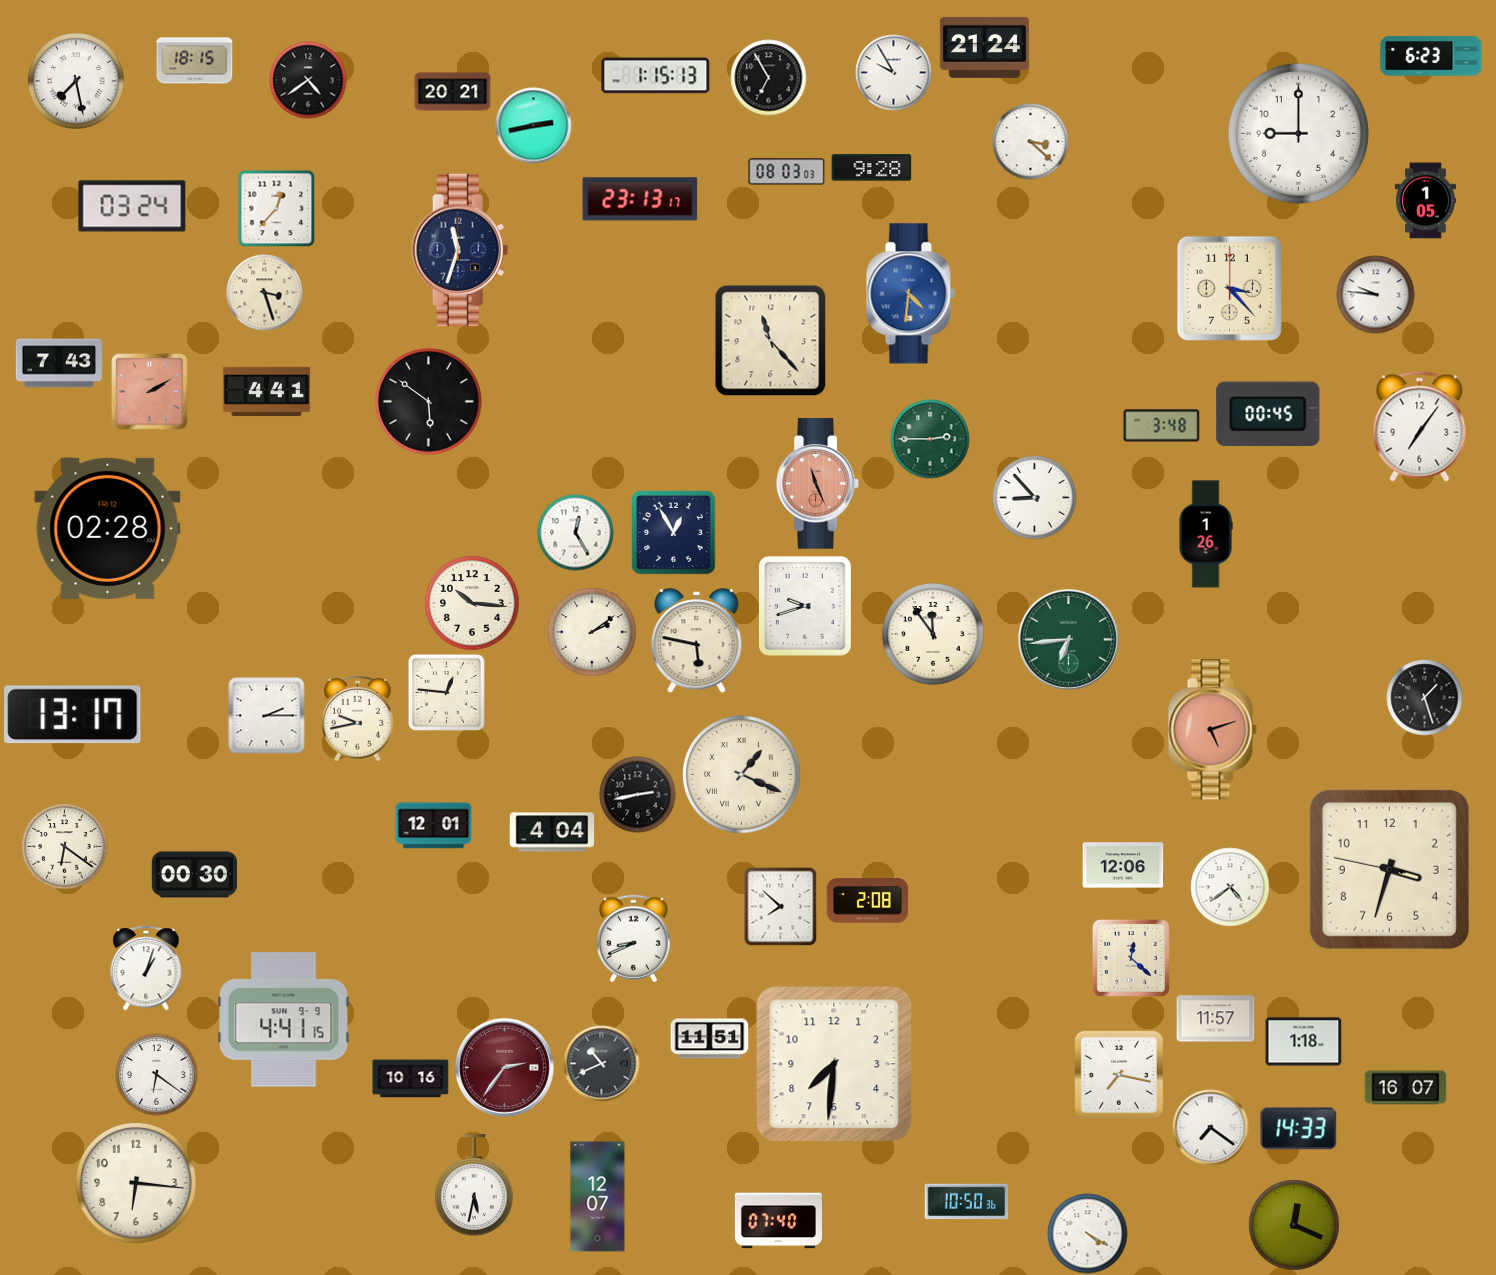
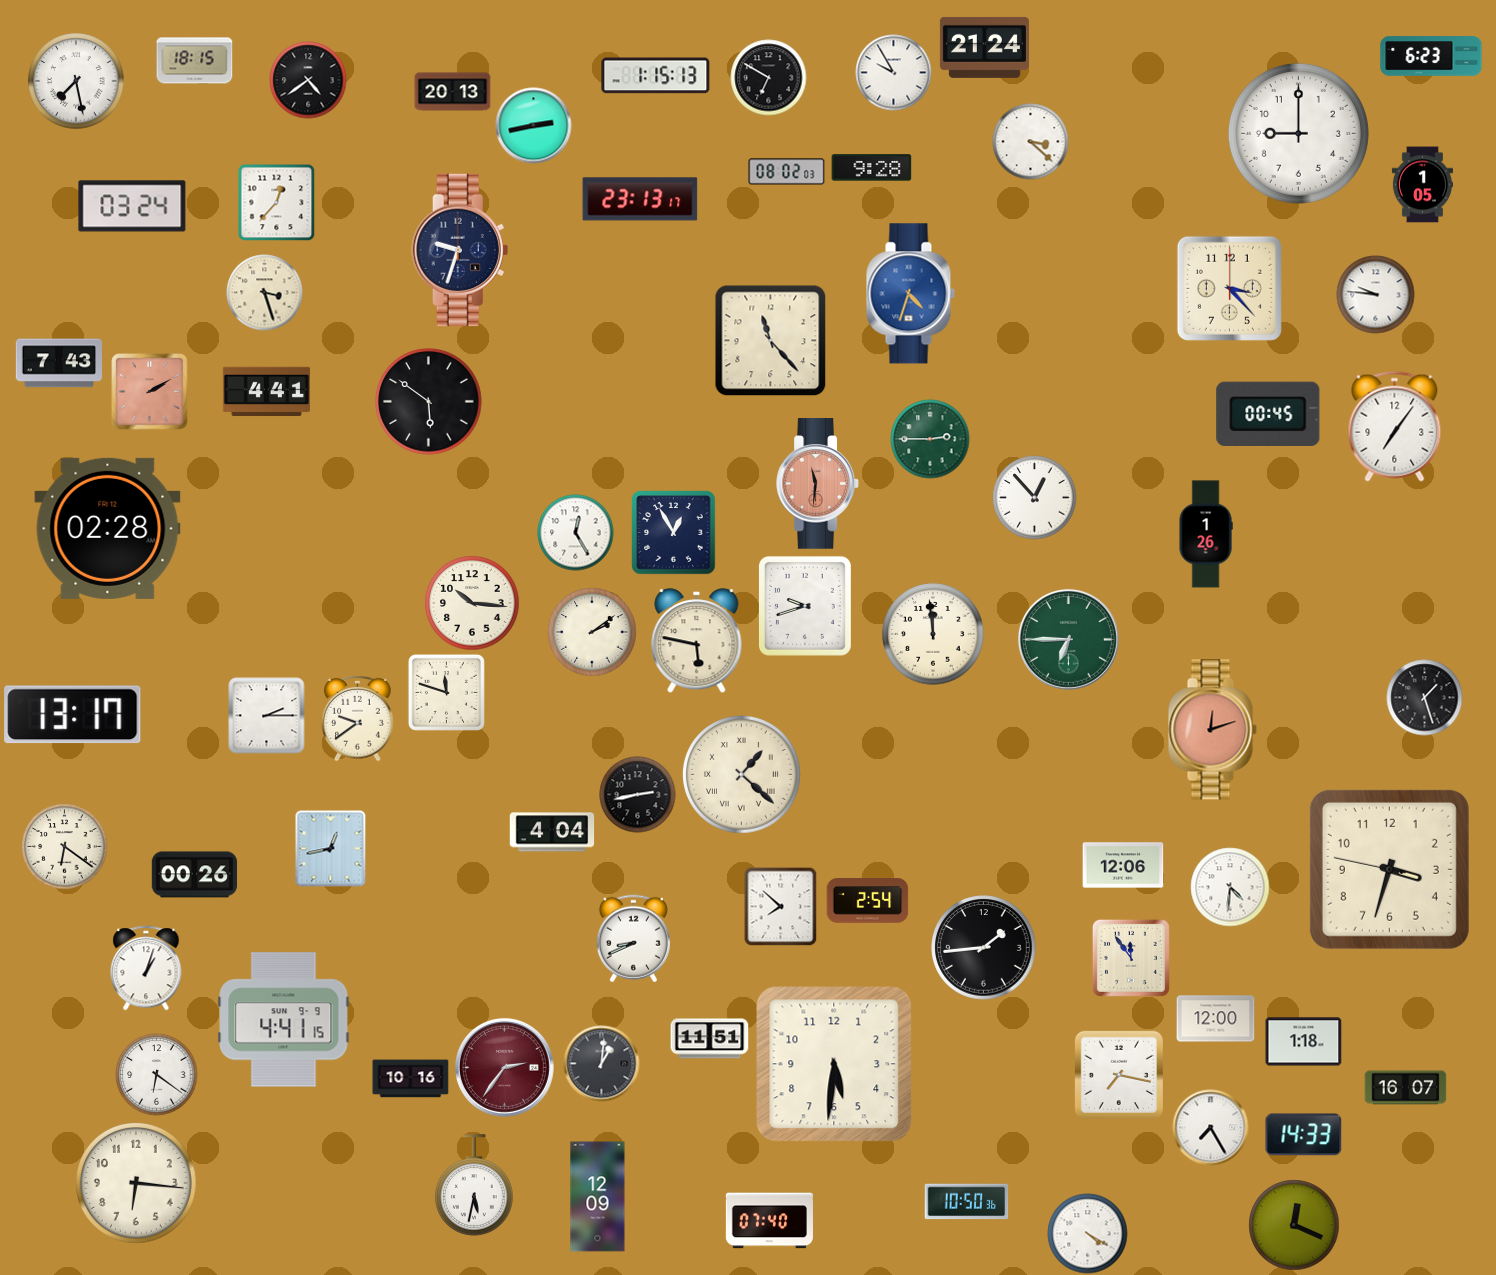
clock at (769, 78): 6:55 -> 6:50
clock at (453, 92): 20:21 -> 20:13
clock at (787, 172): 08:03 -> 08:02
clock at (1425, 201) position: (1425, 201) -> (1422, 185)
clock at (276, 208) position: (276, 208) -> (276, 202)
clock at (460, 250): 11:33 -> 9:33
clock at (910, 294): 4:31 -> 4:33
clock at (1162, 426): 3:48 -> none
clock at (1420, 426) position: (1420, 426) -> (1395, 426)
clock at (818, 484): 11:26 -> 11:31
clock at (1035, 498): 8:53 -> 12:53
clock at (933, 634): 11:54 -> 11:59
clock at (1068, 639): 6:44 -> 6:45
clock at (446, 692): 12:46 -> 11:48
clock at (358, 718): 9:43 -> 9:39
clock at (1212, 730): 5:12 -> 12:12
clock at (742, 775): 1:19 -> 1:22
clock at (434, 826): 12:01 -> none
clock at (331, 849): none -> 12:43
clock at (195, 875): 00:30 -> 00:26
clock at (1230, 887): 4:39 -> 4:31
clock at (868, 901): 2:08 -> 2:54
clock at (984, 948): none -> 1:44
clock at (1131, 958): 12:22 -> 11:54
clock at (1216, 1019): 11:57 -> 12:00
clock at (602, 1064): 10:41 -> 1:01
clock at (834, 1064): 7:31 -> 5:31
clock at (1211, 1128): 7:21 -> 7:25
clock at (1299, 1129) position: (1299, 1129) -> (1304, 1135)
clock at (598, 1197): 12:07 -> 12:09
clock at (778, 1221) position: (778, 1221) -> (769, 1221)
